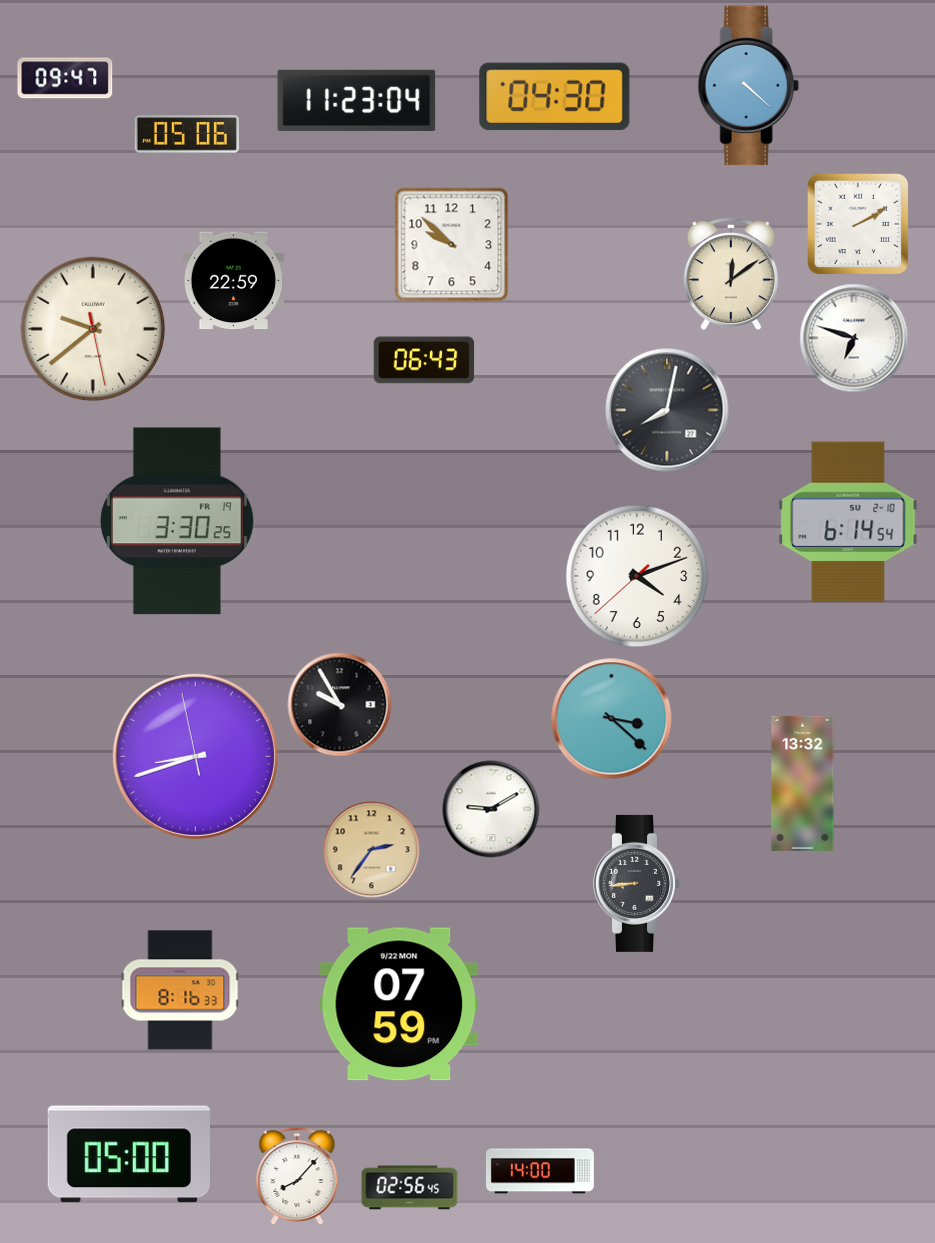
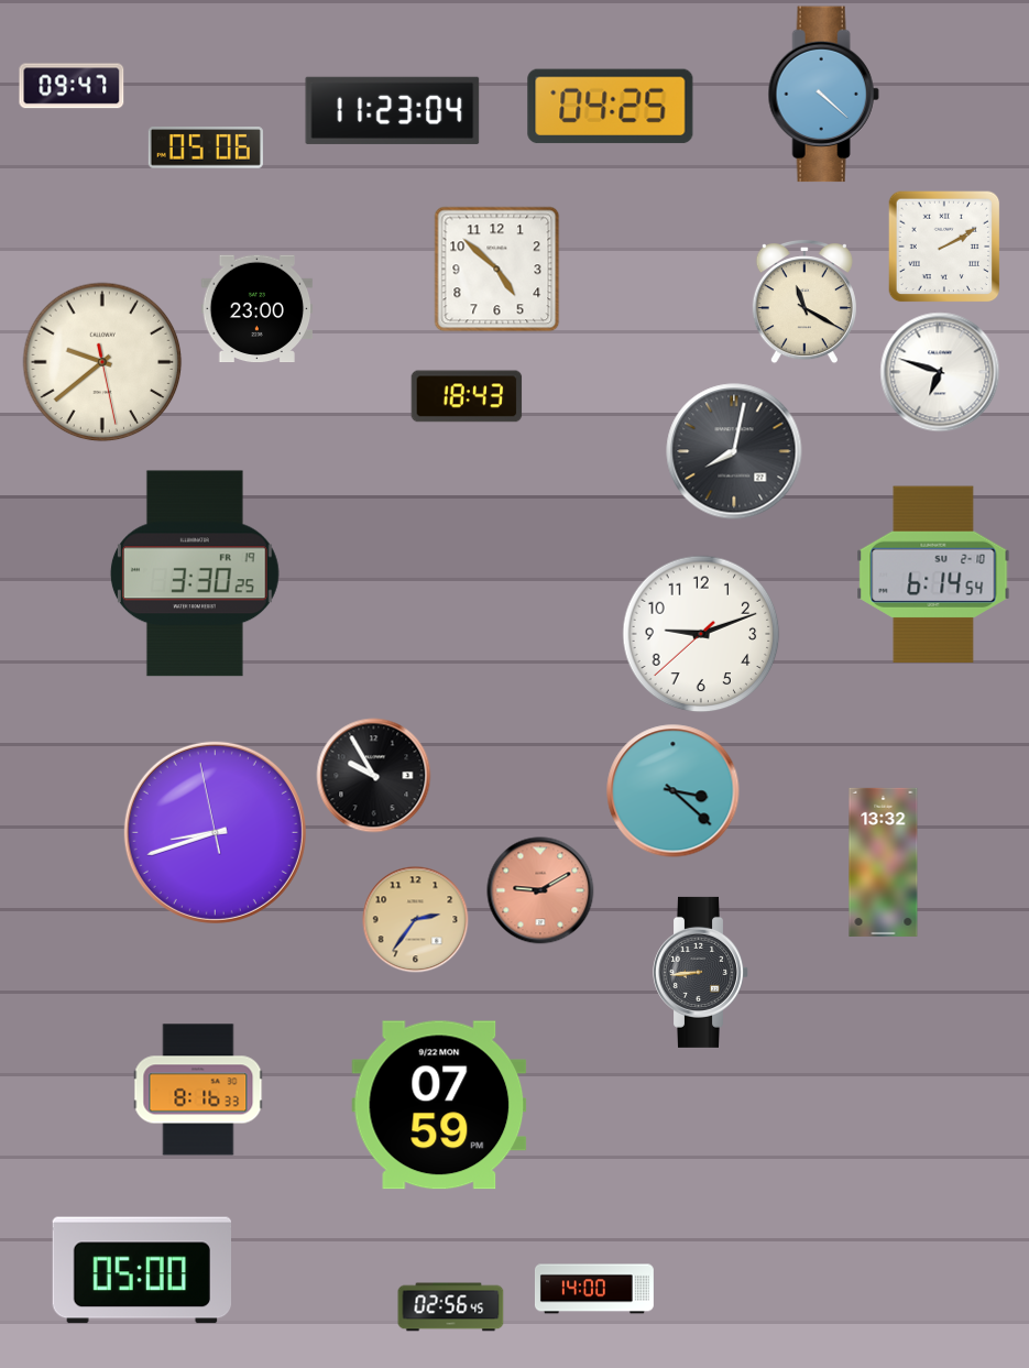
clock at (555, 97): 04:30 -> 04:25
clock at (452, 245): 9:52 -> 4:52
clock at (731, 275): 12:09 -> 11:20
clock at (234, 281): 22:59 -> 23:00
clock at (424, 360): 06:43 -> 18:43
clock at (637, 576): 4:11 -> 9:11
clock at (491, 809) dial: white -> salmon
clock at (372, 850) position: (372, 850) -> (416, 920)
clock at (297, 1175): 8:07 -> none
